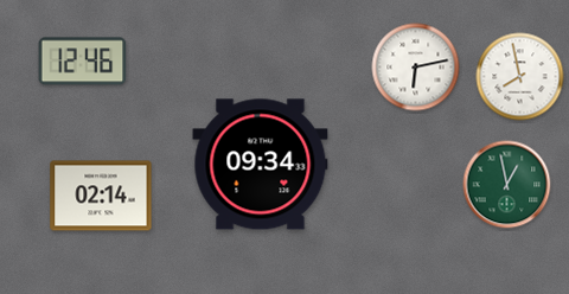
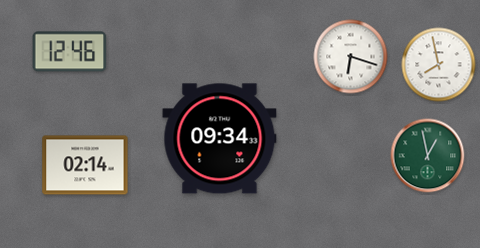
clock at (416, 68): 6:13 -> 6:18
